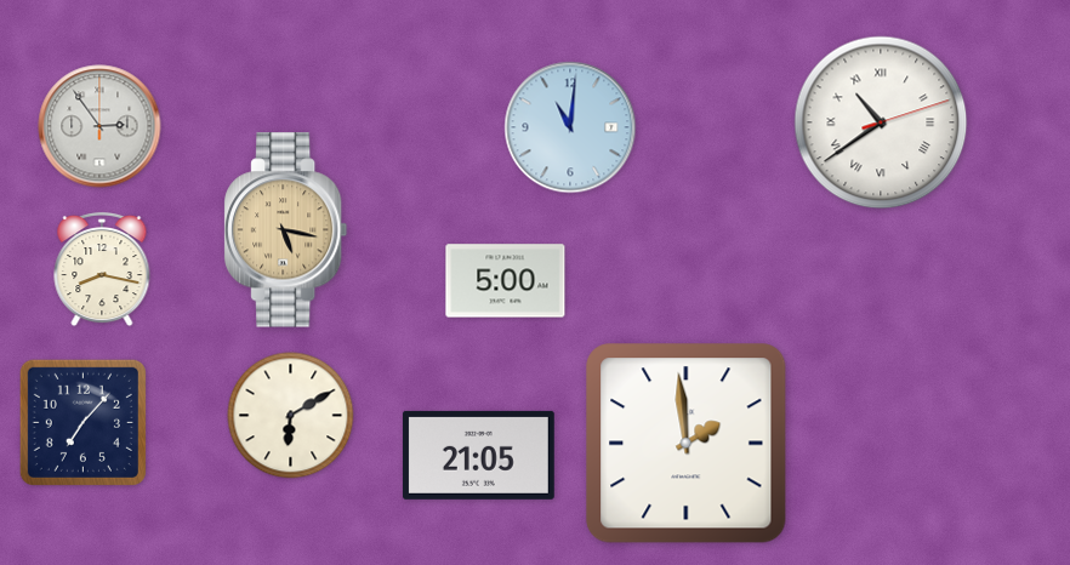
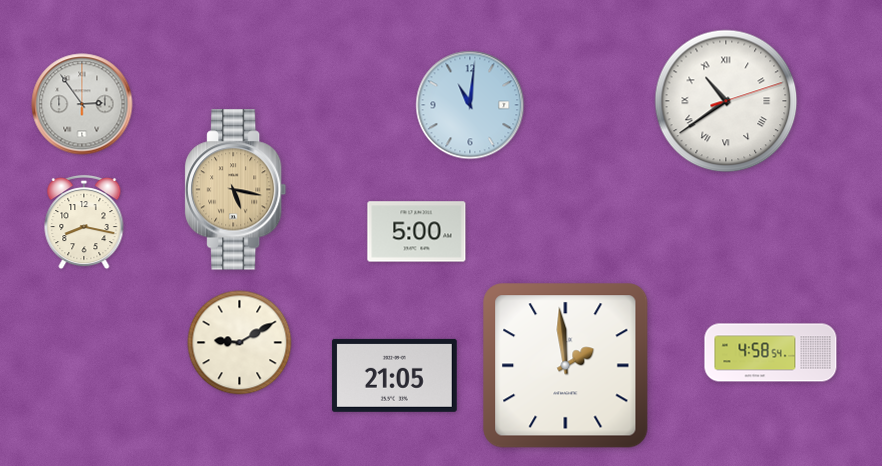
clock at (291, 416): 6:10 -> 9:10
clock at (82, 422): 7:07 -> none
clock at (771, 353): none -> 4:58
